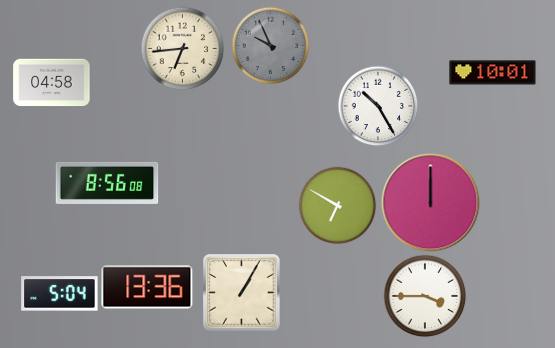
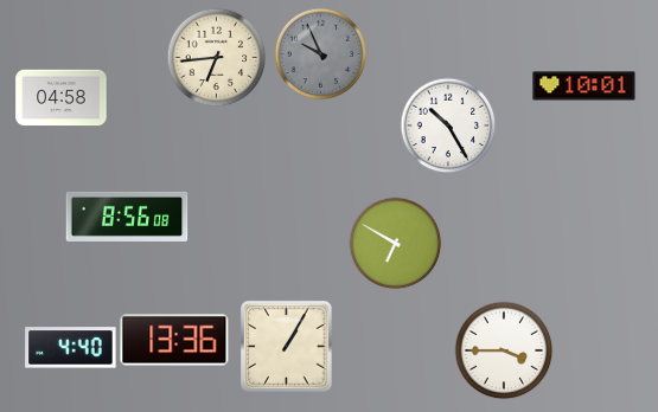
clock at (431, 203): 12:00 -> none
clock at (337, 205) position: (337, 205) -> (395, 243)
clock at (60, 294): 5:04 -> 4:40
